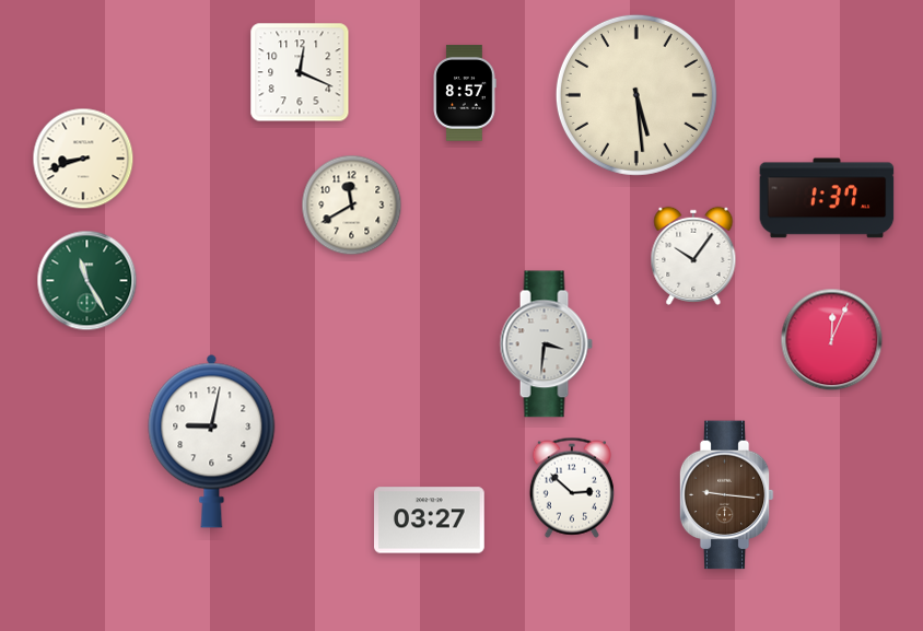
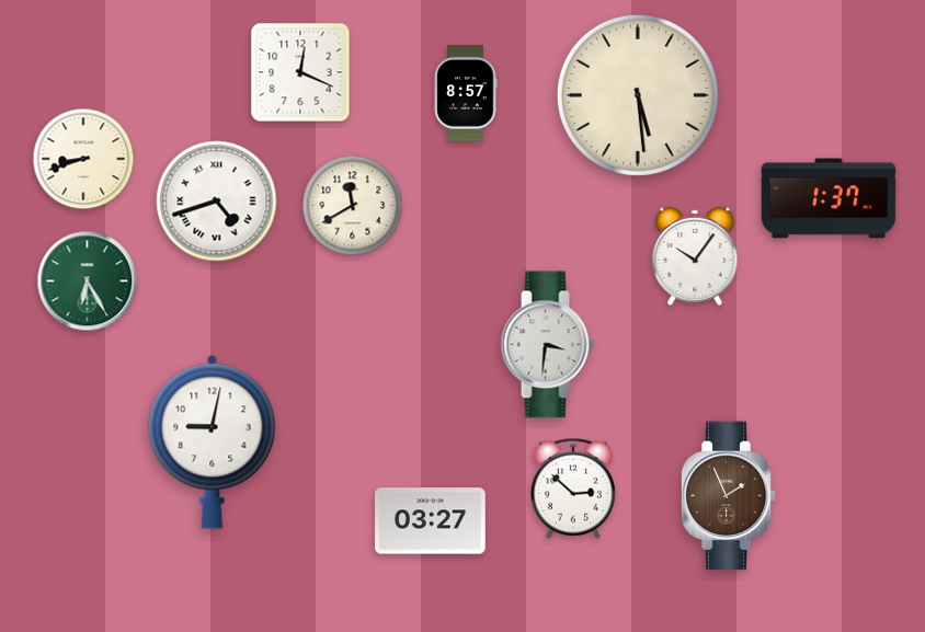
clock at (217, 202): none -> 4:42
clock at (87, 281): 11:25 -> 6:25
clock at (832, 340): 12:04 -> none
clock at (726, 495): 9:16 -> 1:56
